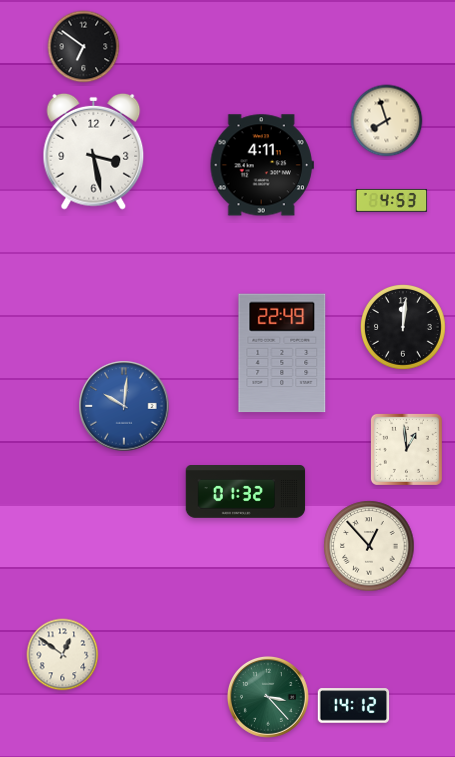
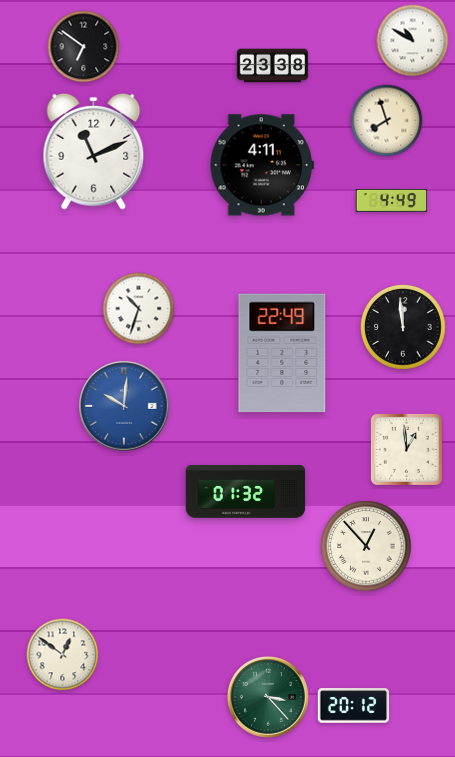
clock at (413, 41): none -> 10:50
clock at (273, 66): none -> 23:38
clock at (94, 151): 3:28 -> 11:11
clock at (392, 200): 4:53 -> 4:49
clock at (139, 309): none -> 10:33
clock at (404, 328): 12:01 -> 11:59
clock at (369, 546) position: (369, 546) -> (366, 546)
clock at (354, 706): 14:12 -> 20:12
